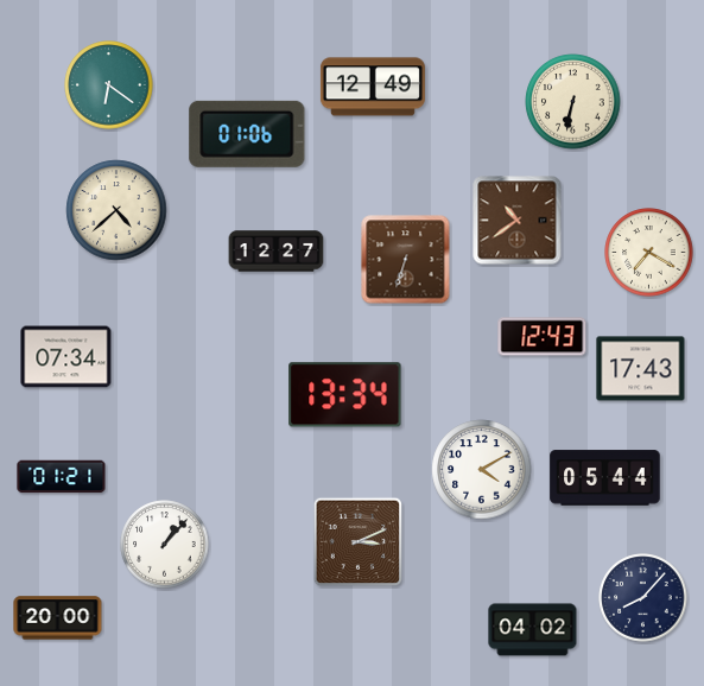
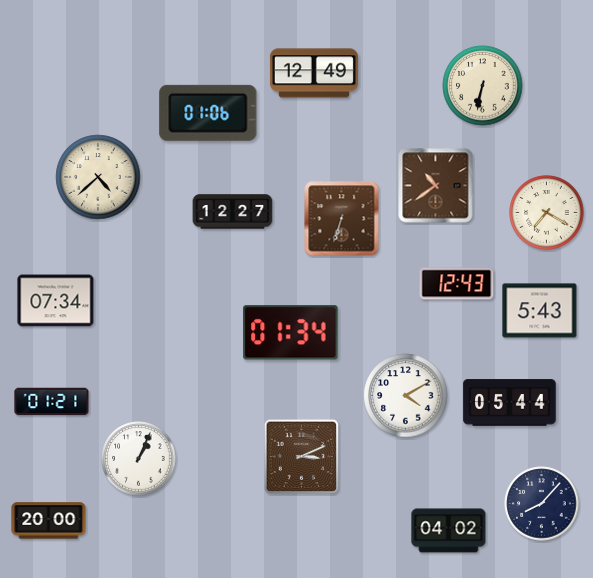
clock at (109, 85): 6:21 -> none
clock at (641, 369): 17:43 -> 5:43
clock at (345, 395): 13:34 -> 01:34
clock at (165, 545): 1:07 -> 1:04
